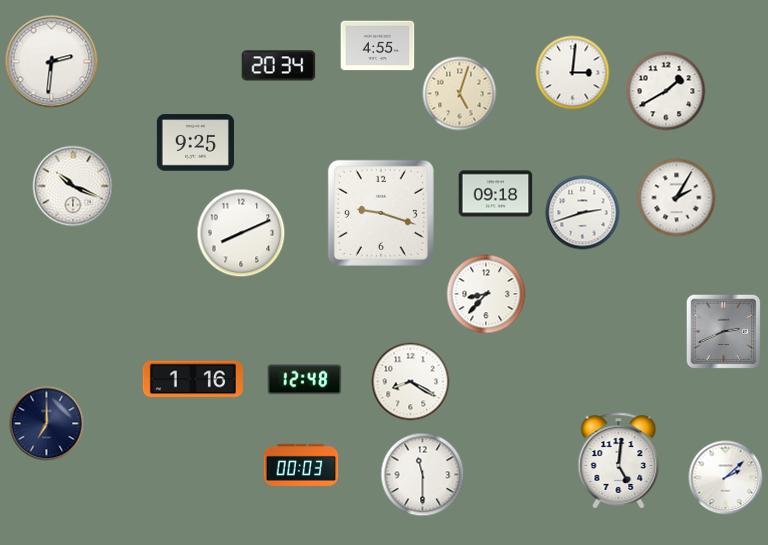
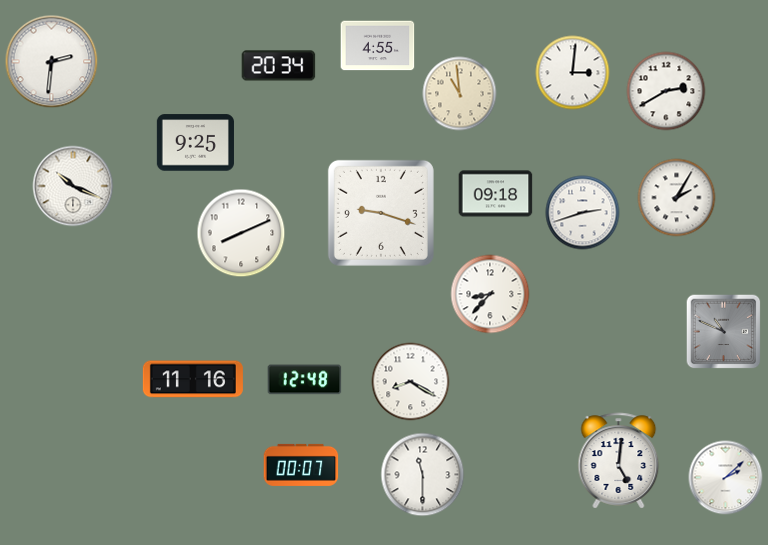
clock at (666, 91): 1:40 -> 2:40
clock at (460, 94): 5:03 -> 10:59
clock at (486, 294) position: (486, 294) -> (490, 294)
clock at (724, 332): 2:41 -> 10:49
clock at (193, 379): 1:16 -> 11:16
clock at (47, 424): 7:00 -> none
clock at (301, 465): 00:03 -> 00:07
